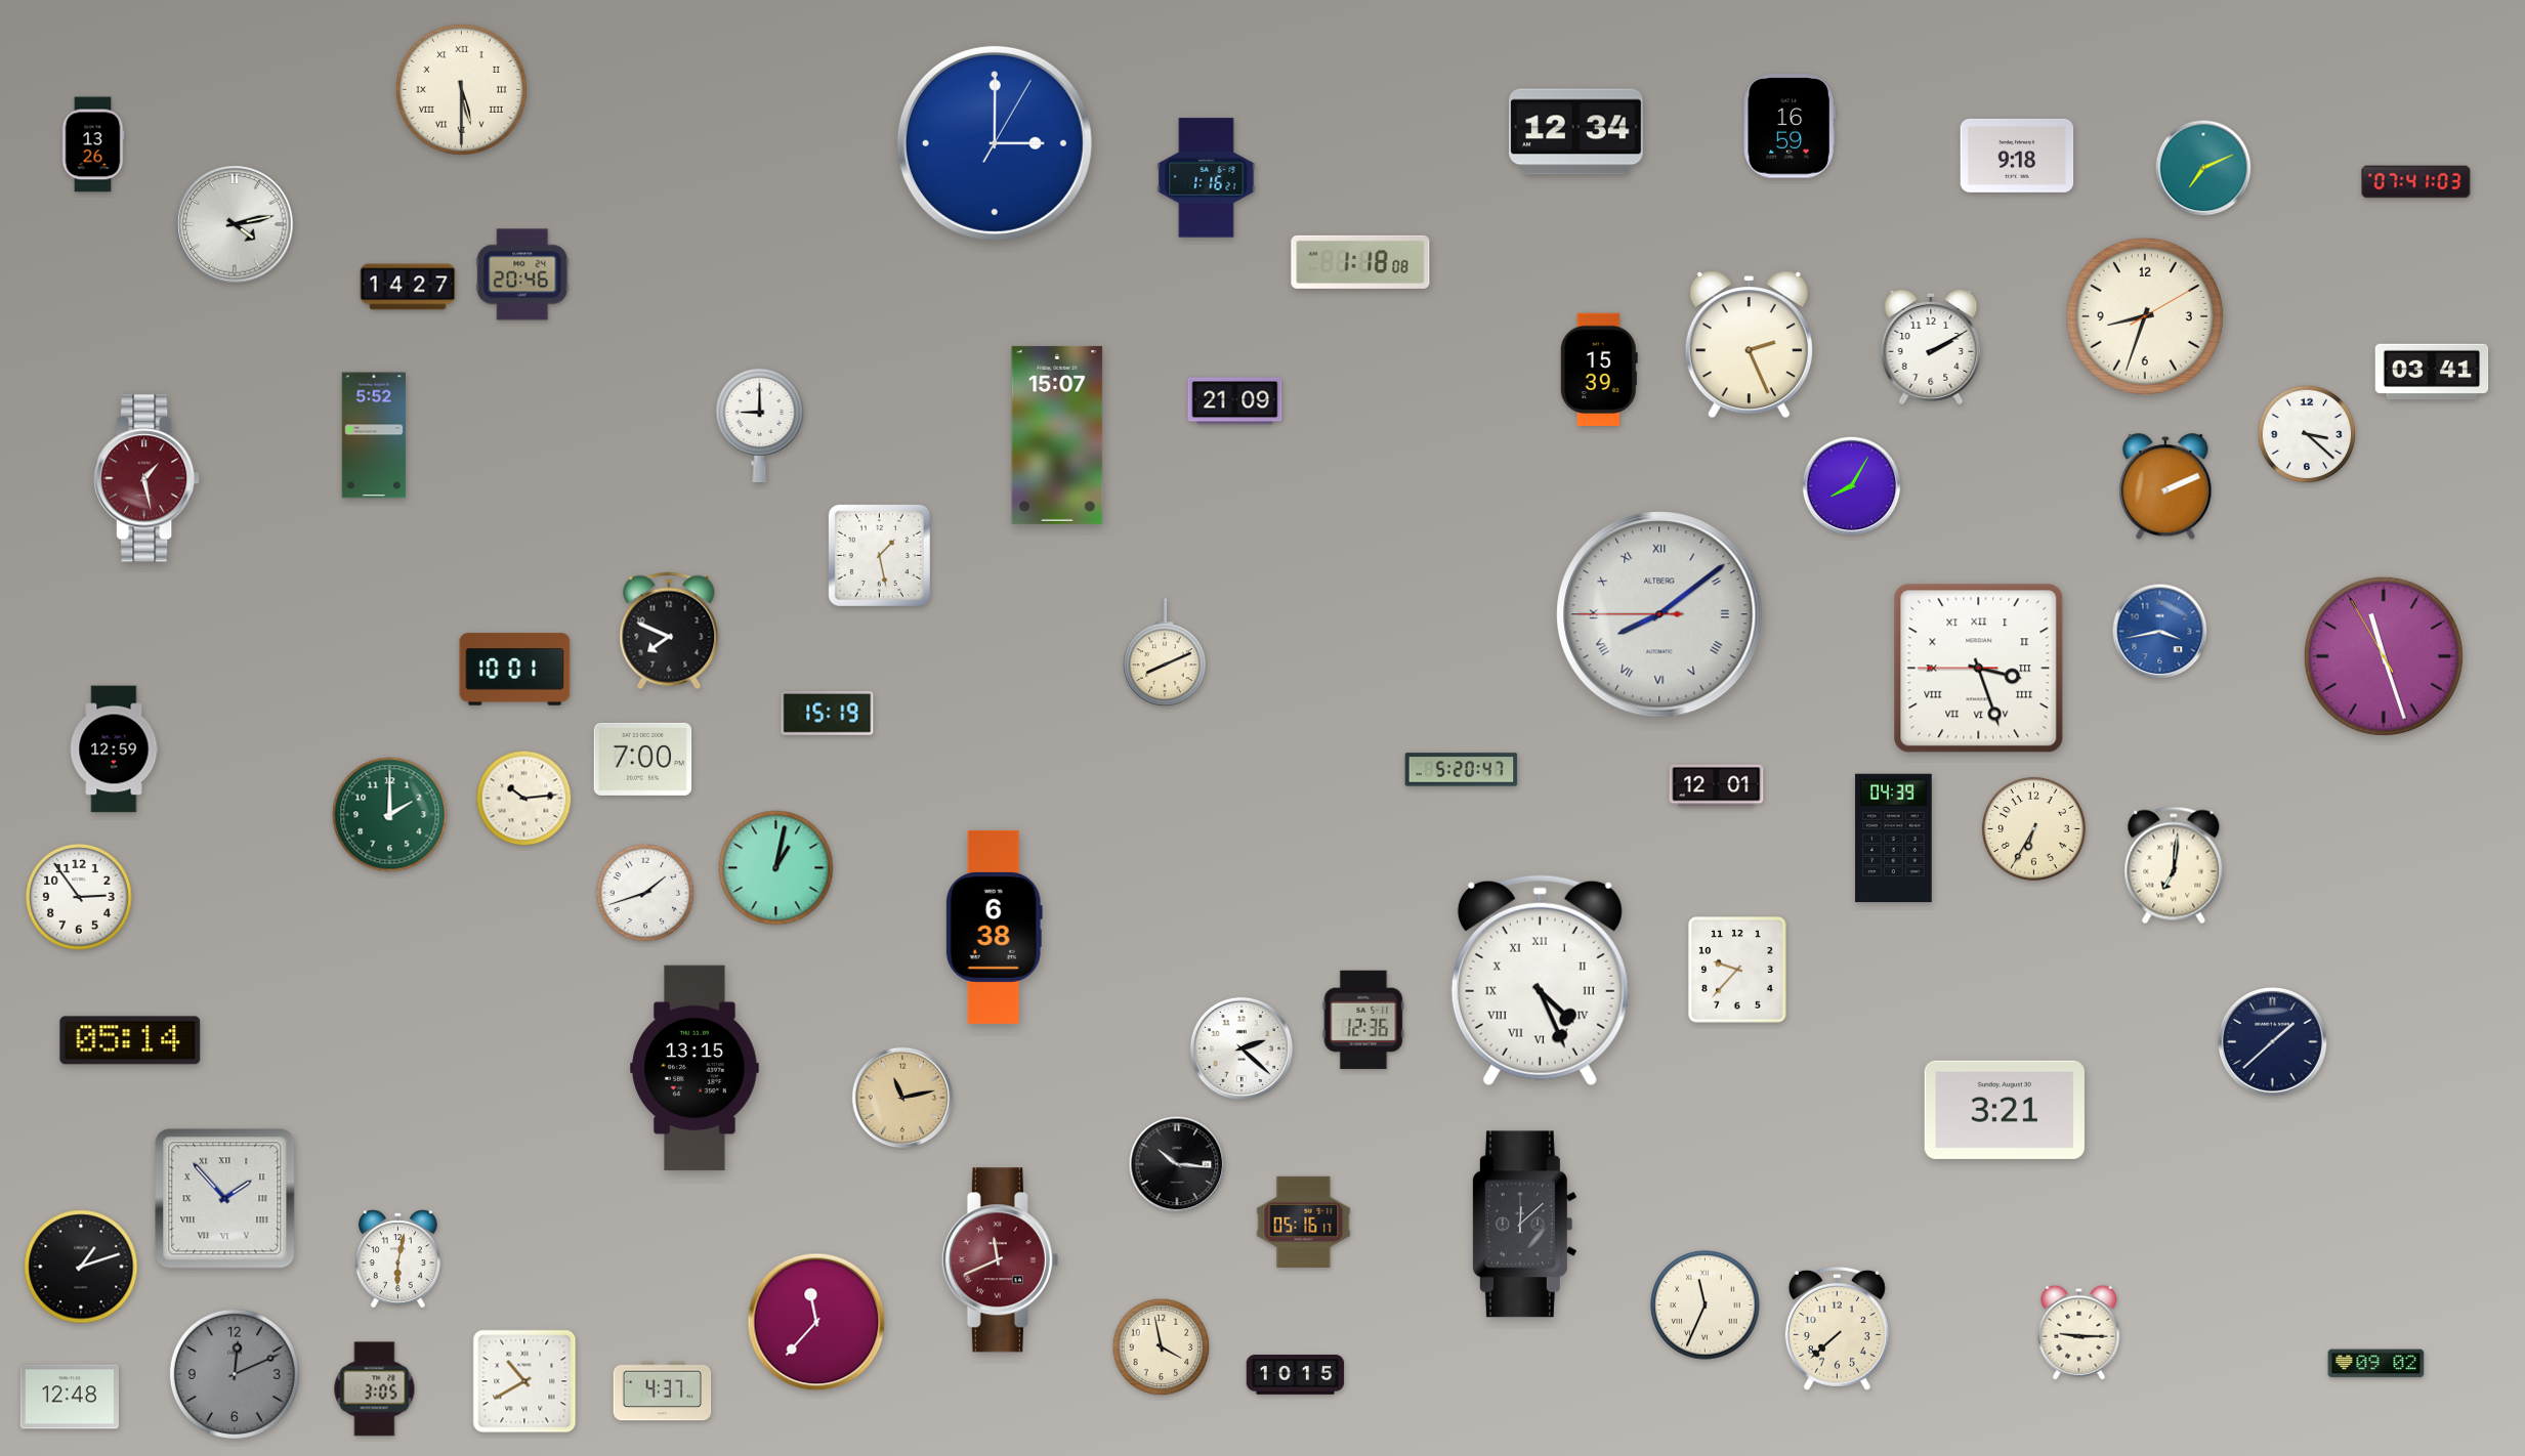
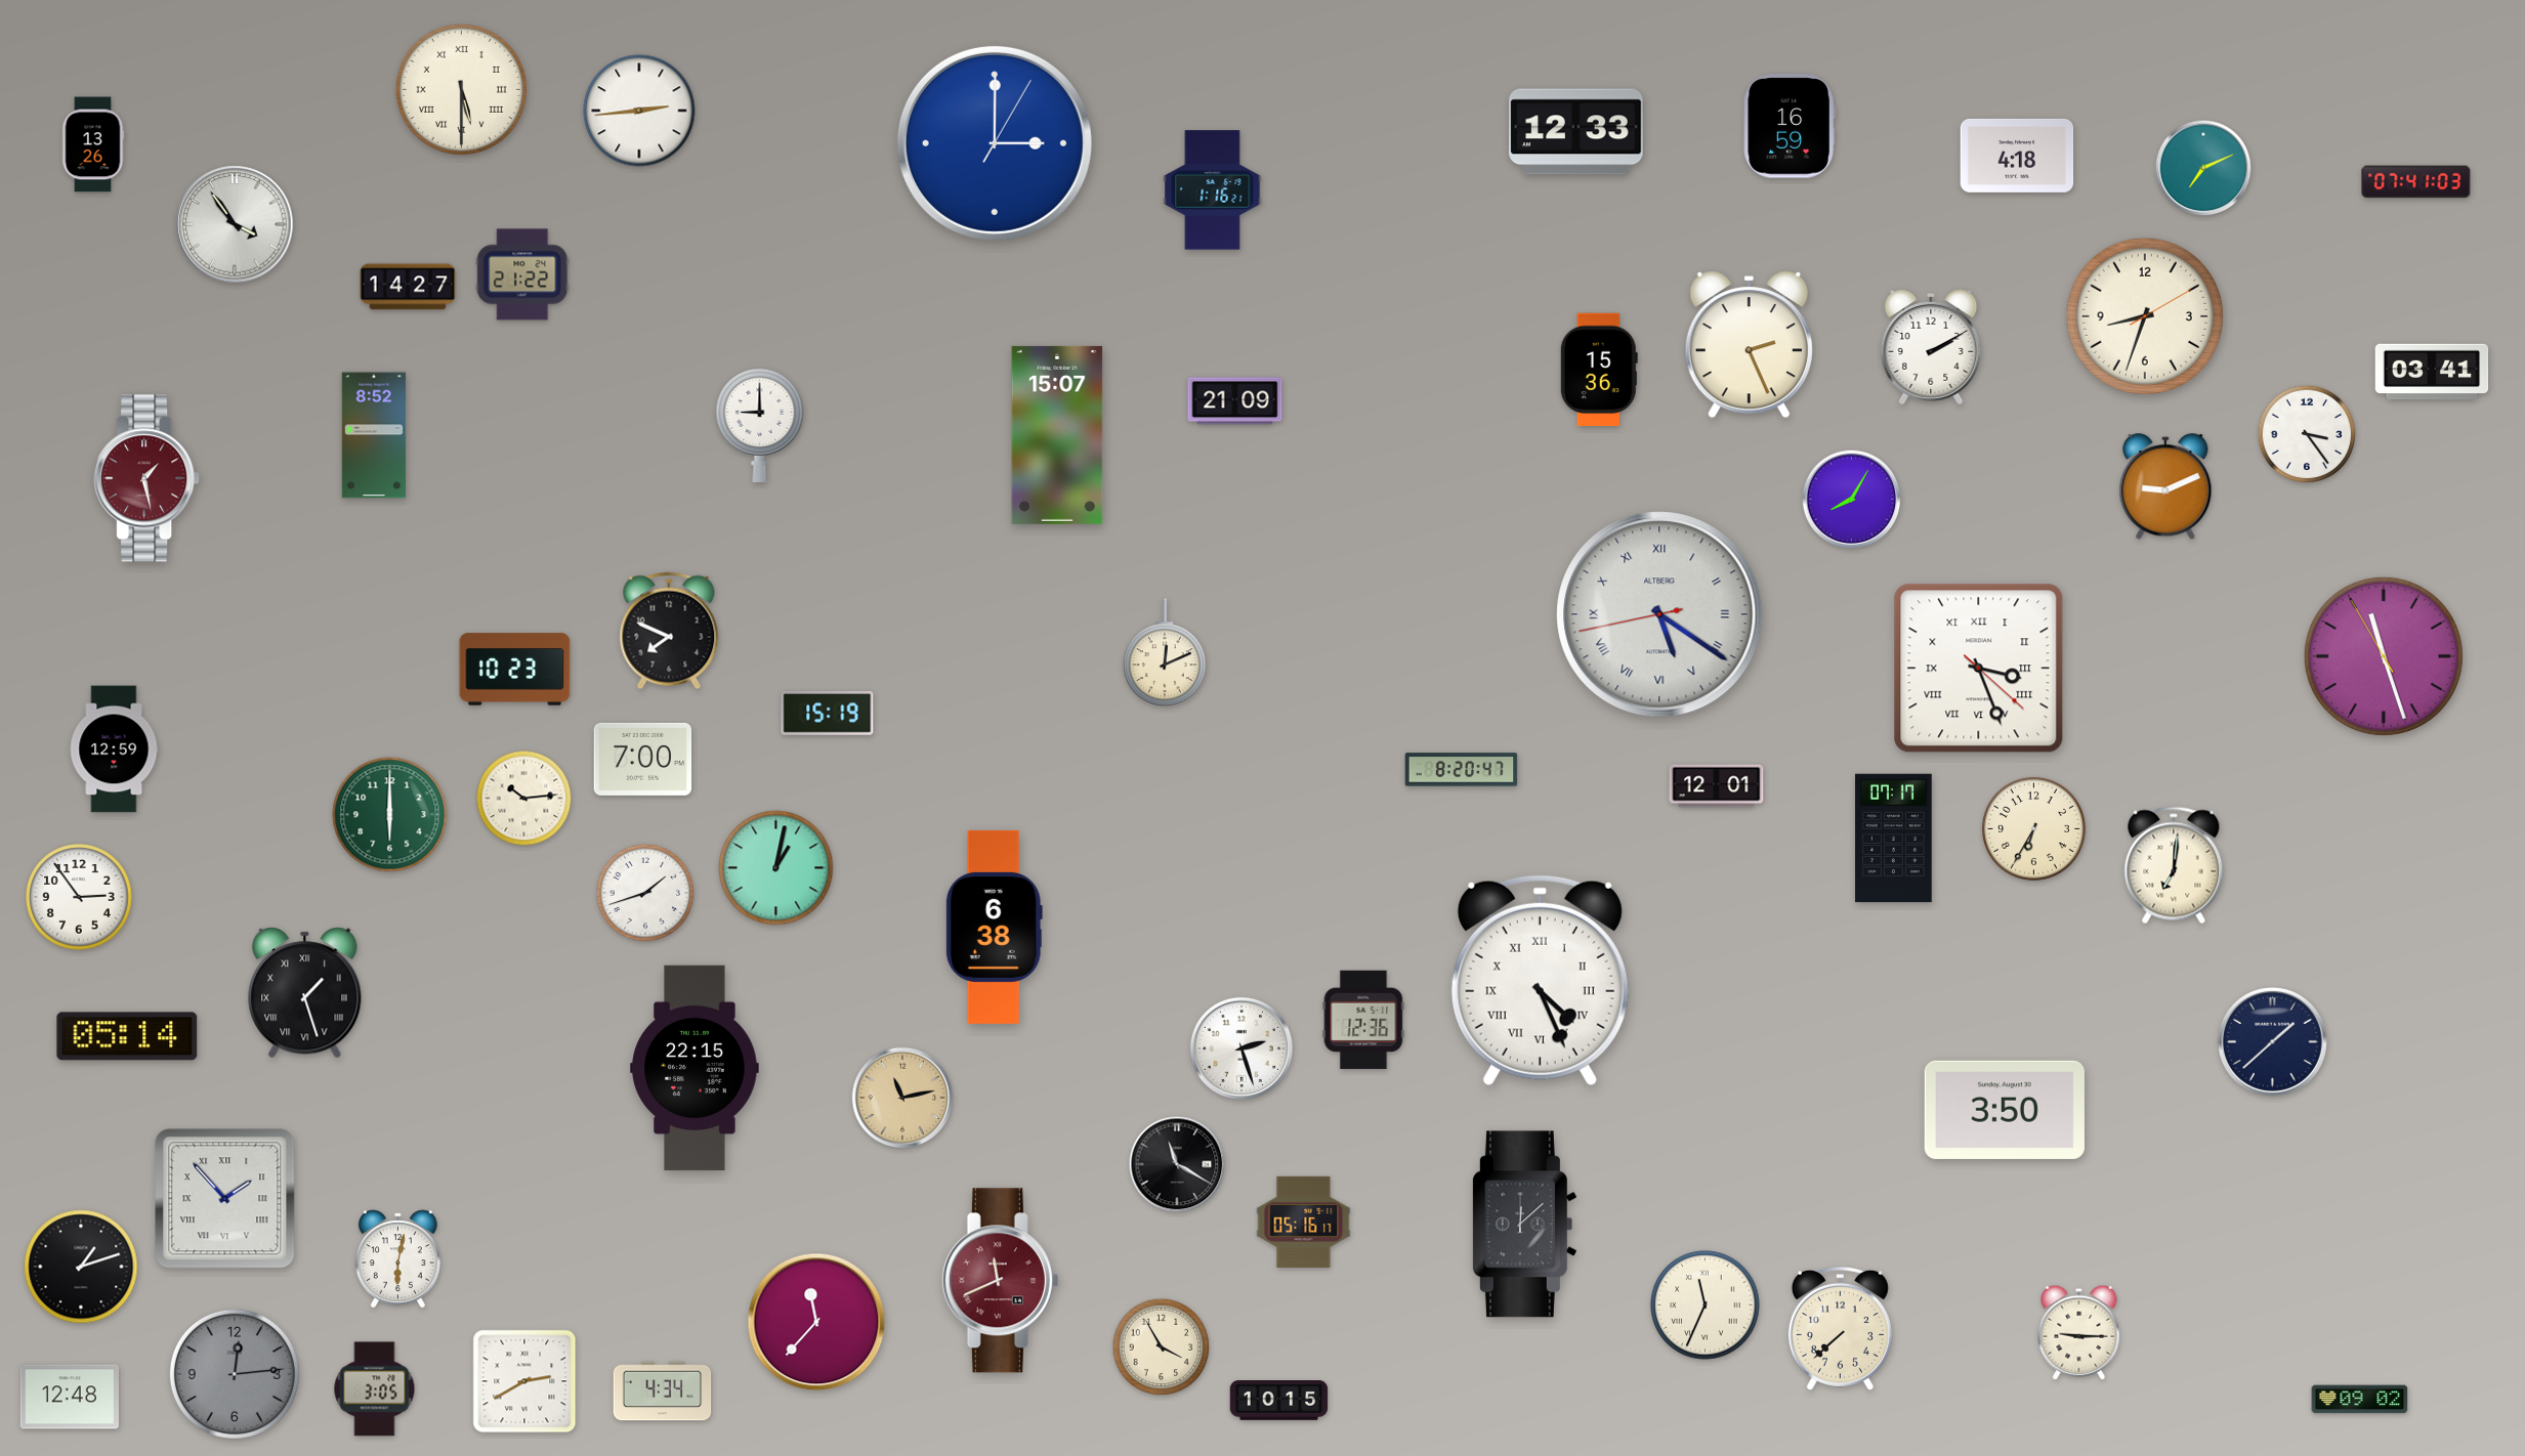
clock at (639, 111): none -> 2:44
clock at (1576, 132): 12:34 -> 12:33
clock at (2017, 156): 9:18 -> 4:18
clock at (1207, 178) position: (1207, 178) -> (1213, 190)
clock at (235, 224): 4:13 -> 3:54
clock at (1360, 262): 1:18 -> none
clock at (522, 274): 20:46 -> 21:22
clock at (1599, 370): 15:39 -> 15:36
clock at (2307, 434): 3:22 -> 3:24
clock at (374, 435): 5:52 -> 8:52
clock at (1852, 486) position: (1852, 486) -> (1852, 500)
clock at (2165, 487): 2:11 -> 9:11
clock at (879, 555): 1:28 -> none
clock at (1659, 614): 8:08 -> 5:20
clock at (2160, 632): 3:43 -> none
clock at (1165, 652): 8:11 -> 12:11
clock at (1979, 669): 3:26:45 -> 3:26:22
clock at (515, 670): 10:01 -> 10:23
clock at (1462, 770): 5:20 -> 8:20
clock at (390, 815): 2:00 -> 6:00
clock at (1894, 839): 04:39 -> 07:17
clock at (1737, 971): 9:37 -> none
clock at (305, 993): none -> 1:27
clock at (130, 1040) position: (130, 1040) -> (127, 1036)
clock at (1242, 1048): 2:22 -> 2:27
clock at (695, 1068): 13:15 -> 22:15
clock at (2005, 1110): 3:21 -> 3:50
clock at (1177, 1164): 10:16 -> 11:20
clock at (1000, 1260) position: (1000, 1260) -> (1000, 1281)
clock at (1837, 1328) position: (1837, 1328) -> (1840, 1328)
clock at (1162, 1347): 3:58 -> 3:55
clock at (2376, 1364) position: (2376, 1364) -> (2360, 1400)
clock at (235, 1374): 12:11 -> 12:14
clock at (1296, 1375) position: (1296, 1375) -> (1279, 1401)
clock at (524, 1381): 10:40 -> 2:40
clock at (663, 1391): 4:37 -> 4:34
